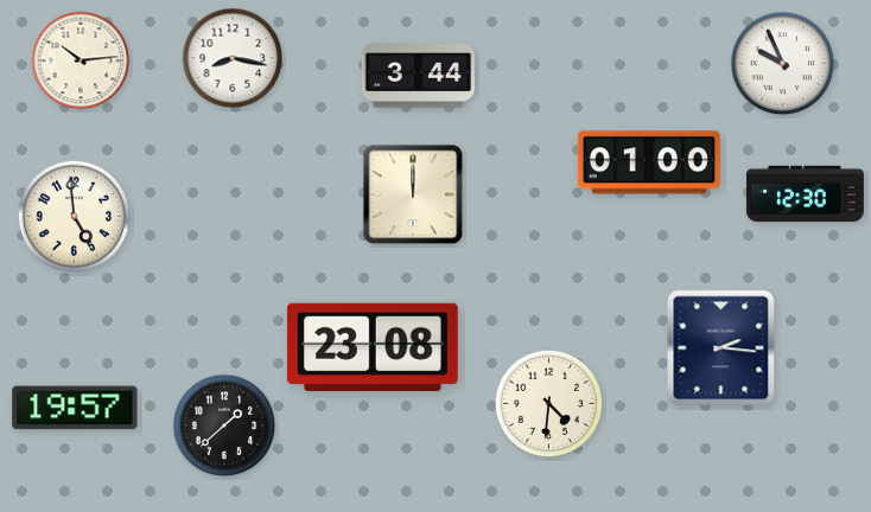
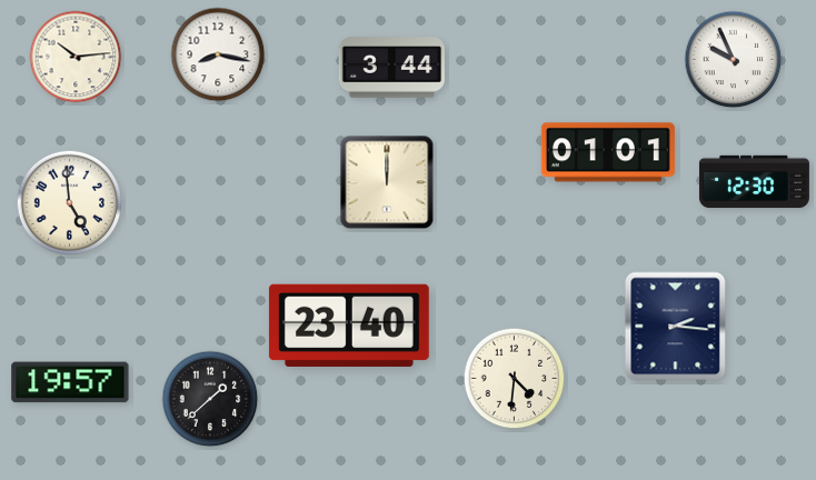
clock at (419, 76) position: (419, 76) -> (392, 68)
clock at (649, 162): 01:00 -> 01:01
clock at (373, 346): 23:08 -> 23:40
